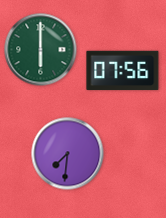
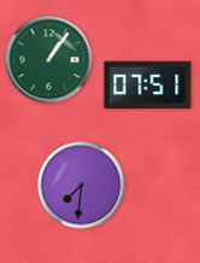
clock at (41, 50): 6:00 -> 1:06
clock at (123, 71): 07:56 -> 07:51
